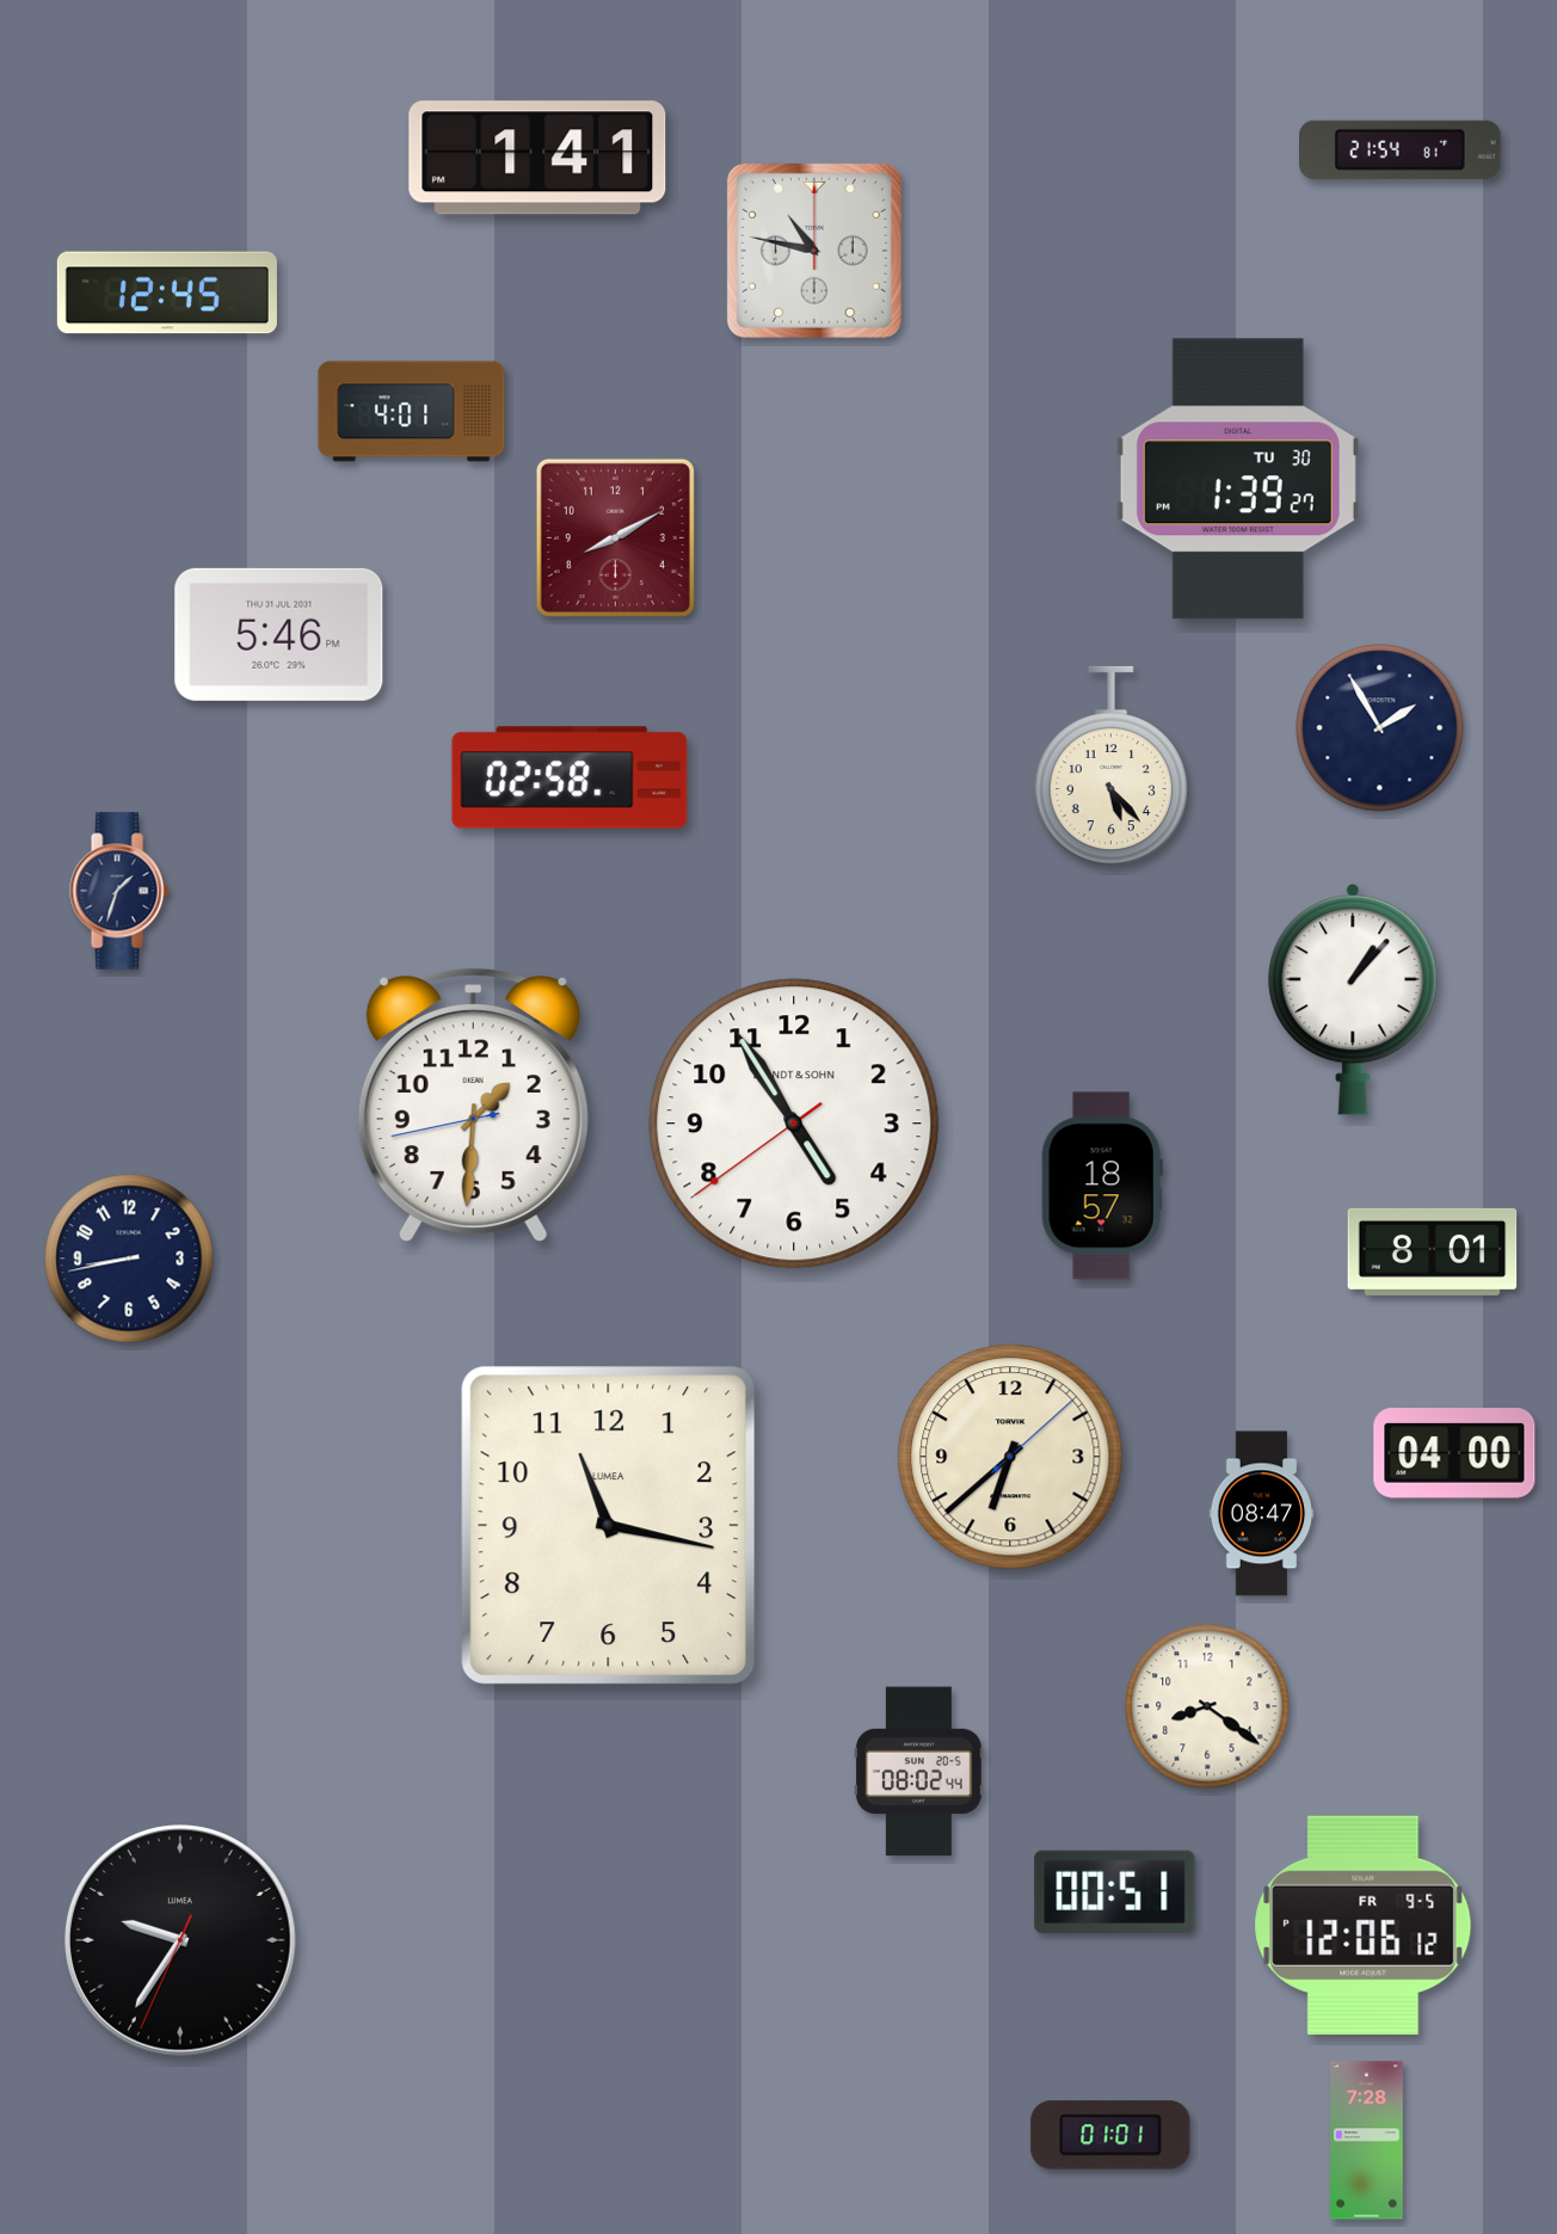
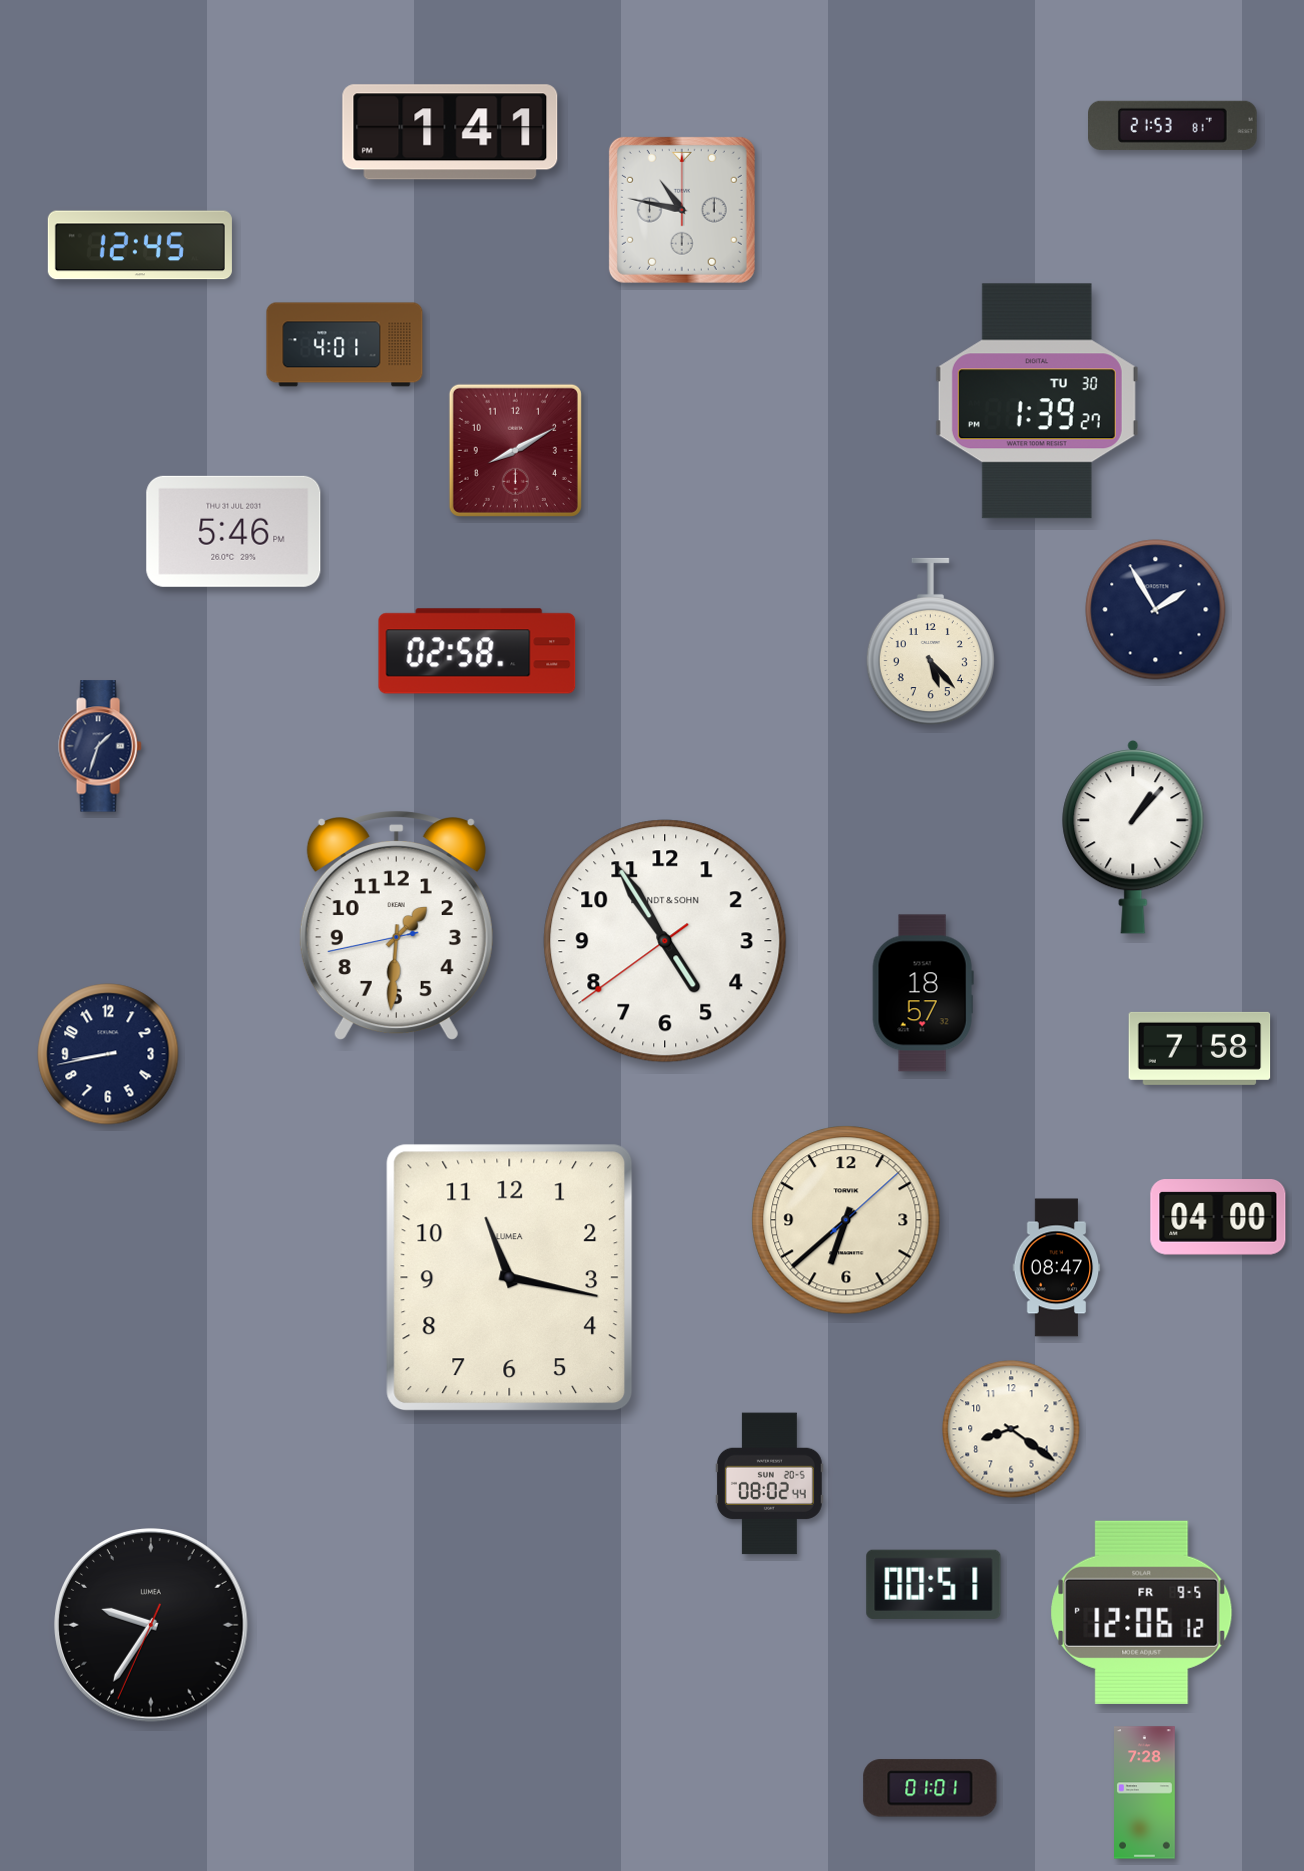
clock at (1401, 149): 21:54 -> 21:53
clock at (1433, 1251): 8:01 -> 7:58
